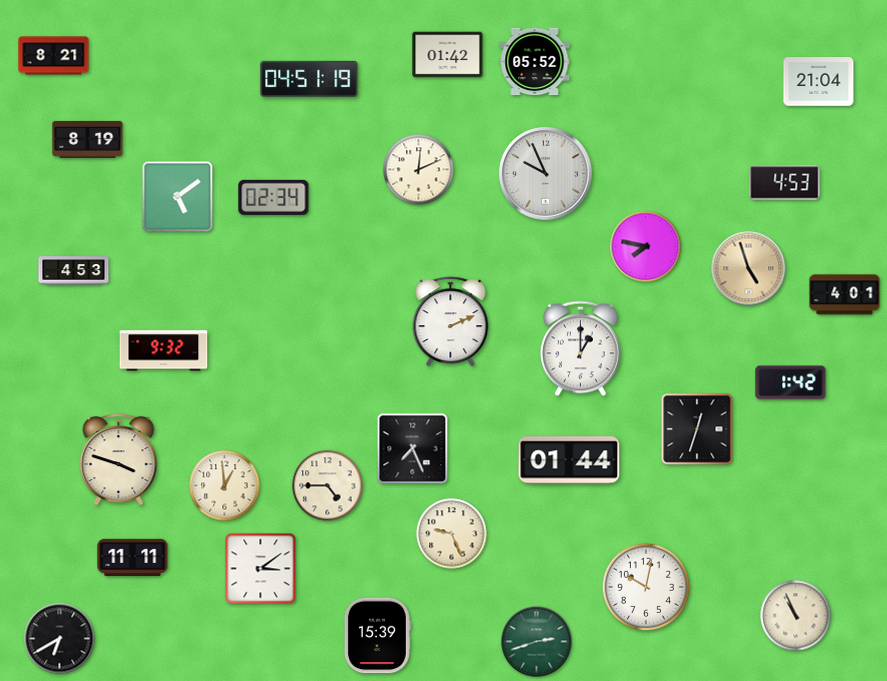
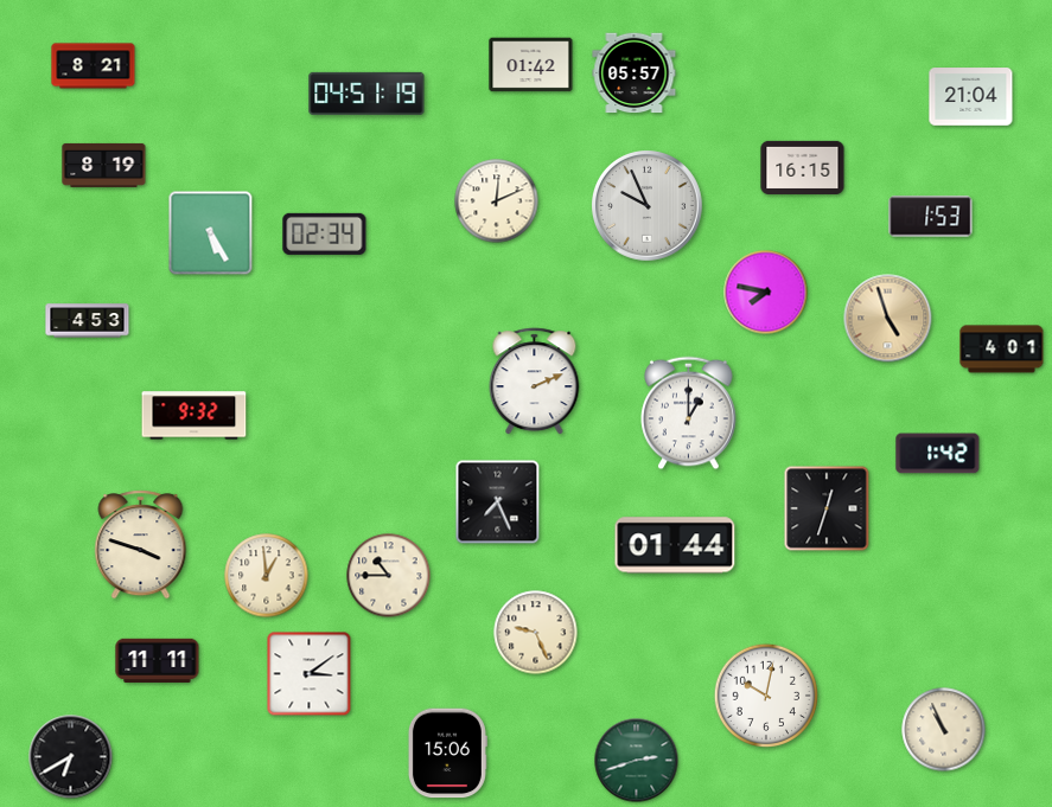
clock at (54, 56) position: (54, 56) -> (94, 66)
clock at (535, 62): 05:52 -> 05:57
clock at (803, 167): none -> 16:15
clock at (785, 183): 4:53 -> 1:53
clock at (178, 197): 5:09 -> 5:25
clock at (413, 449) position: (413, 449) -> (498, 502)
clock at (328, 486): 4:45 -> 10:45
clock at (377, 636): 15:39 -> 15:06
